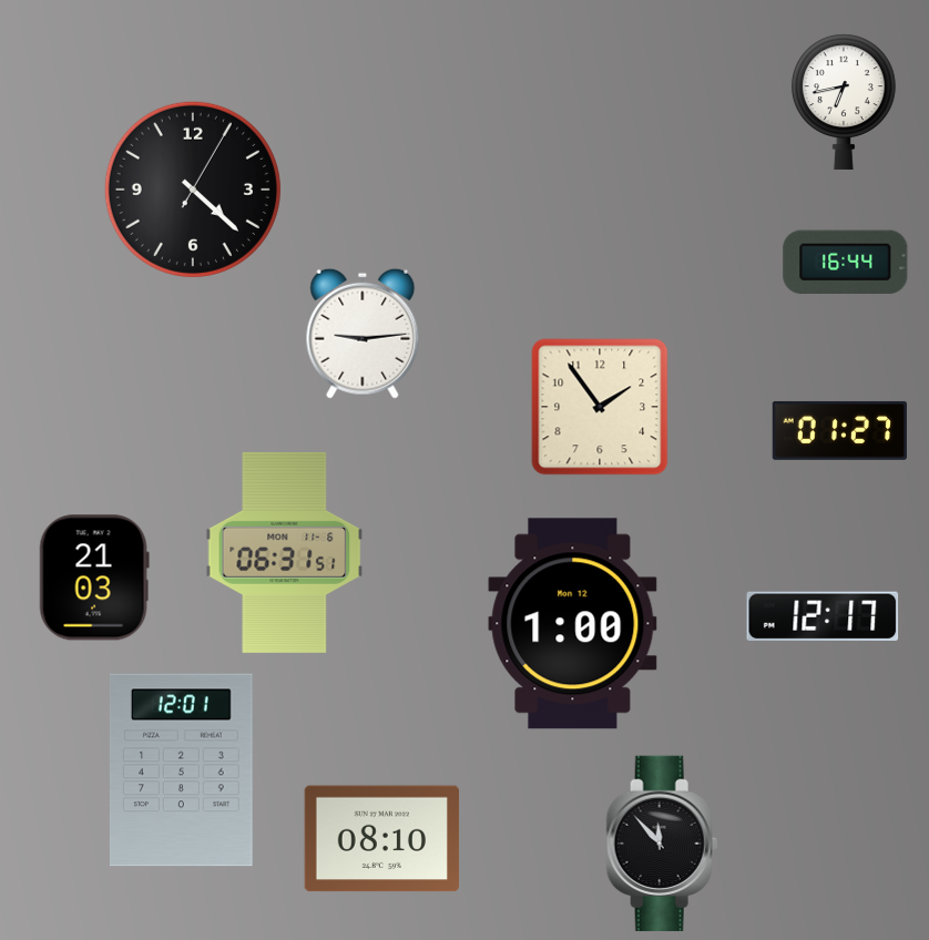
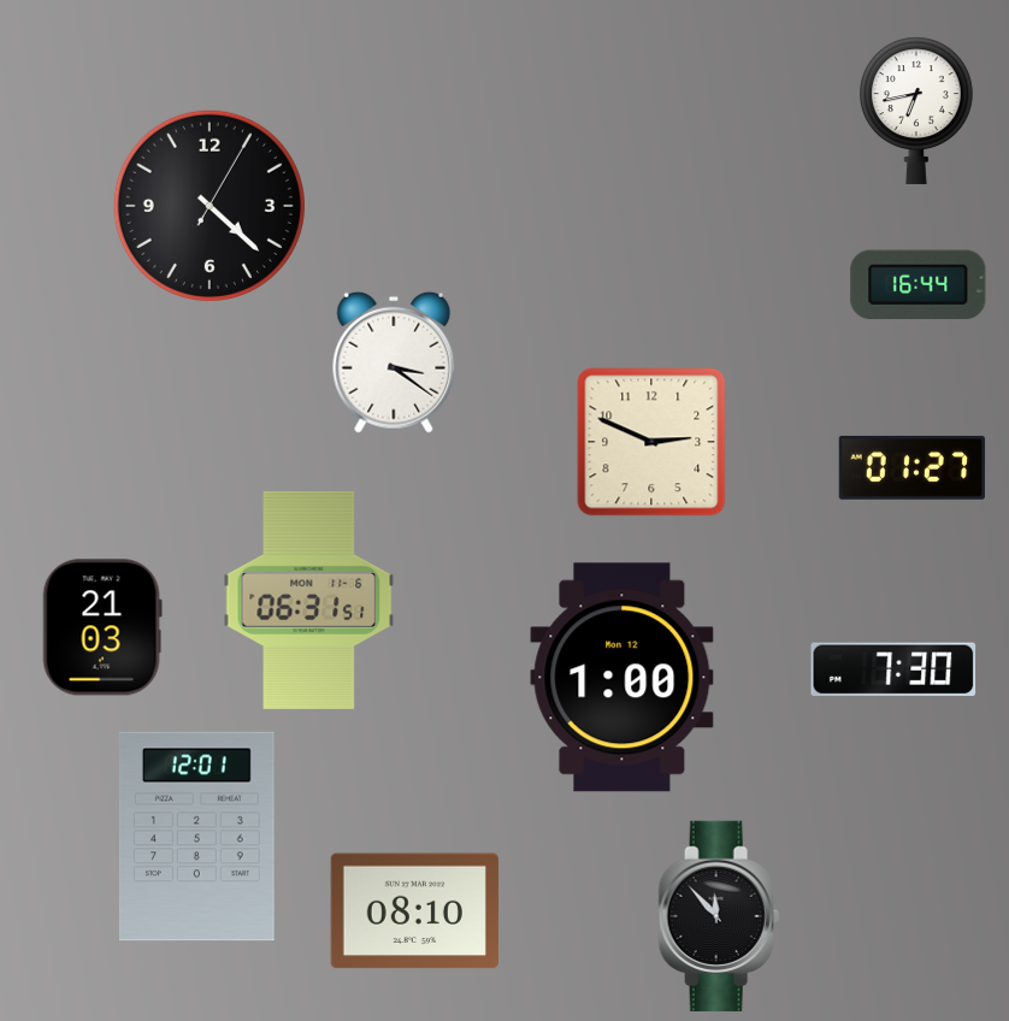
clock at (363, 334): 9:14 -> 3:21
clock at (600, 407): 1:54 -> 2:49
clock at (823, 615): 12:17 -> 7:30
